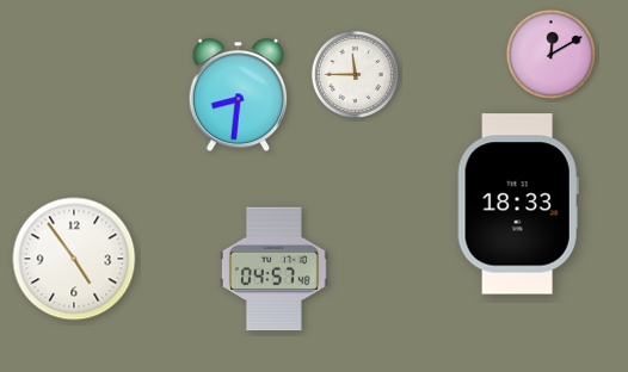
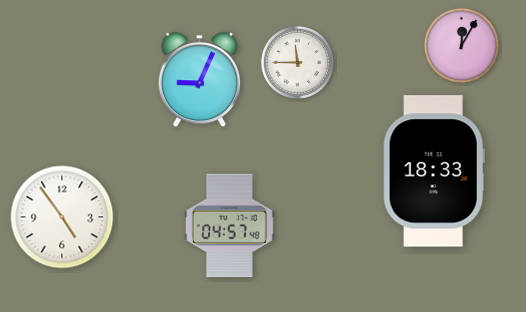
clock at (550, 54): 12:10 -> 12:05
clock at (239, 95): 8:31 -> 9:04
